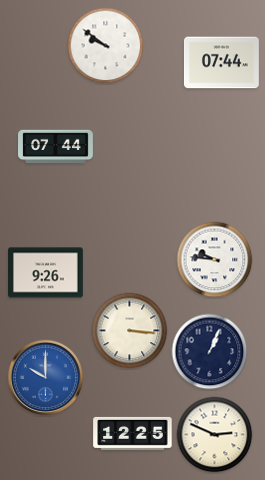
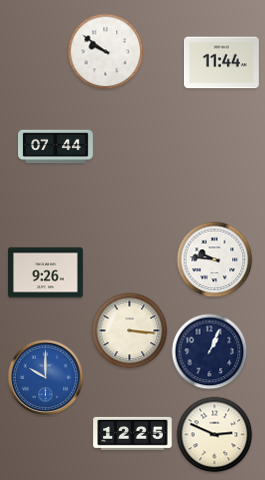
clock at (106, 46) position: (106, 46) -> (106, 52)
clock at (221, 63): 07:44 -> 11:44
